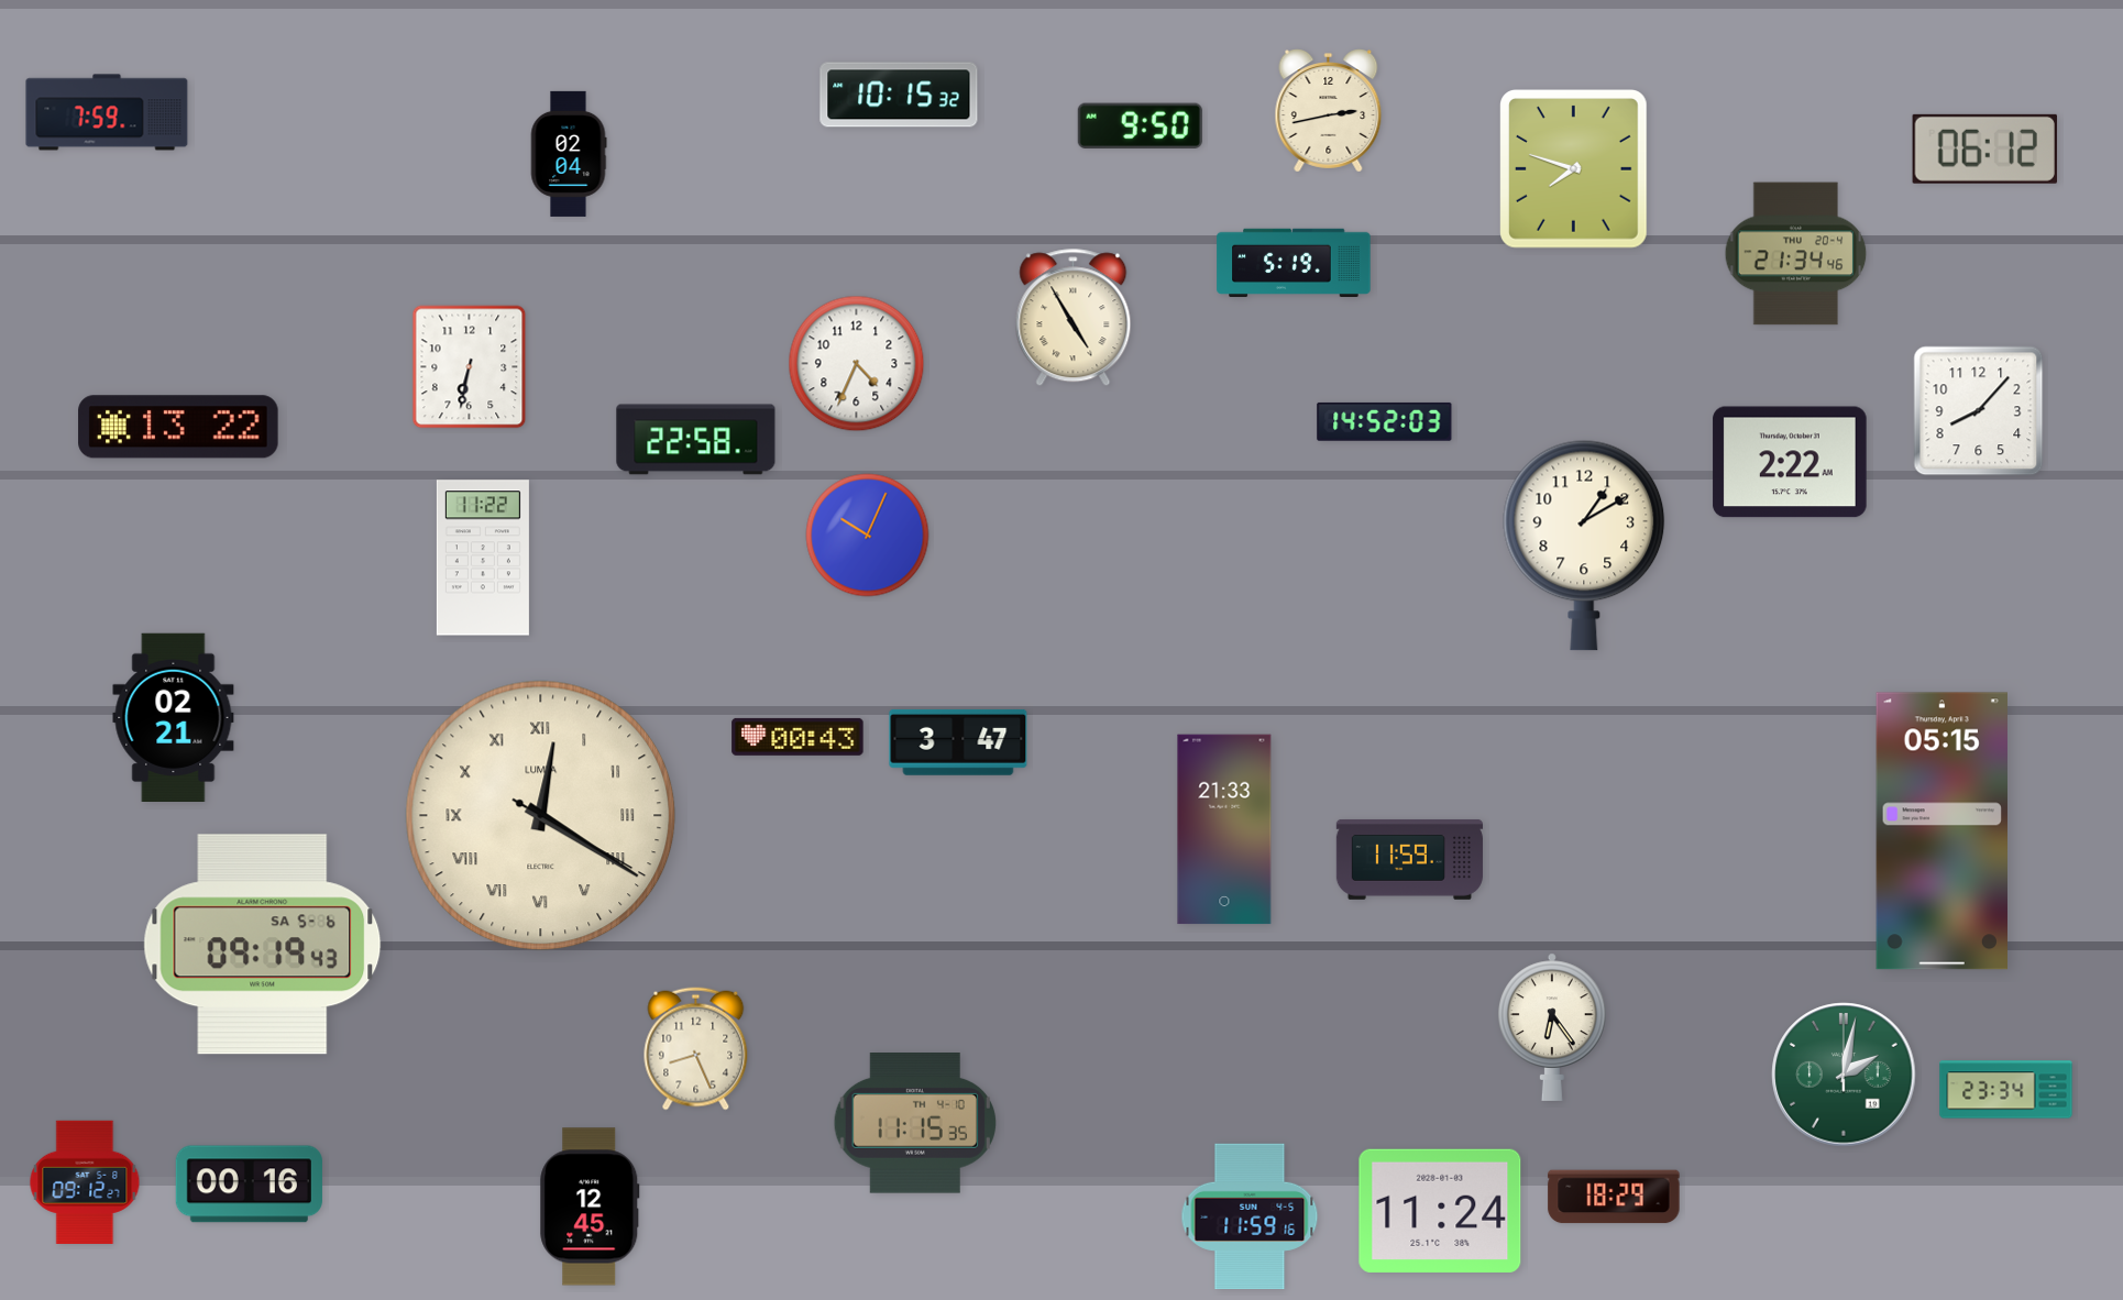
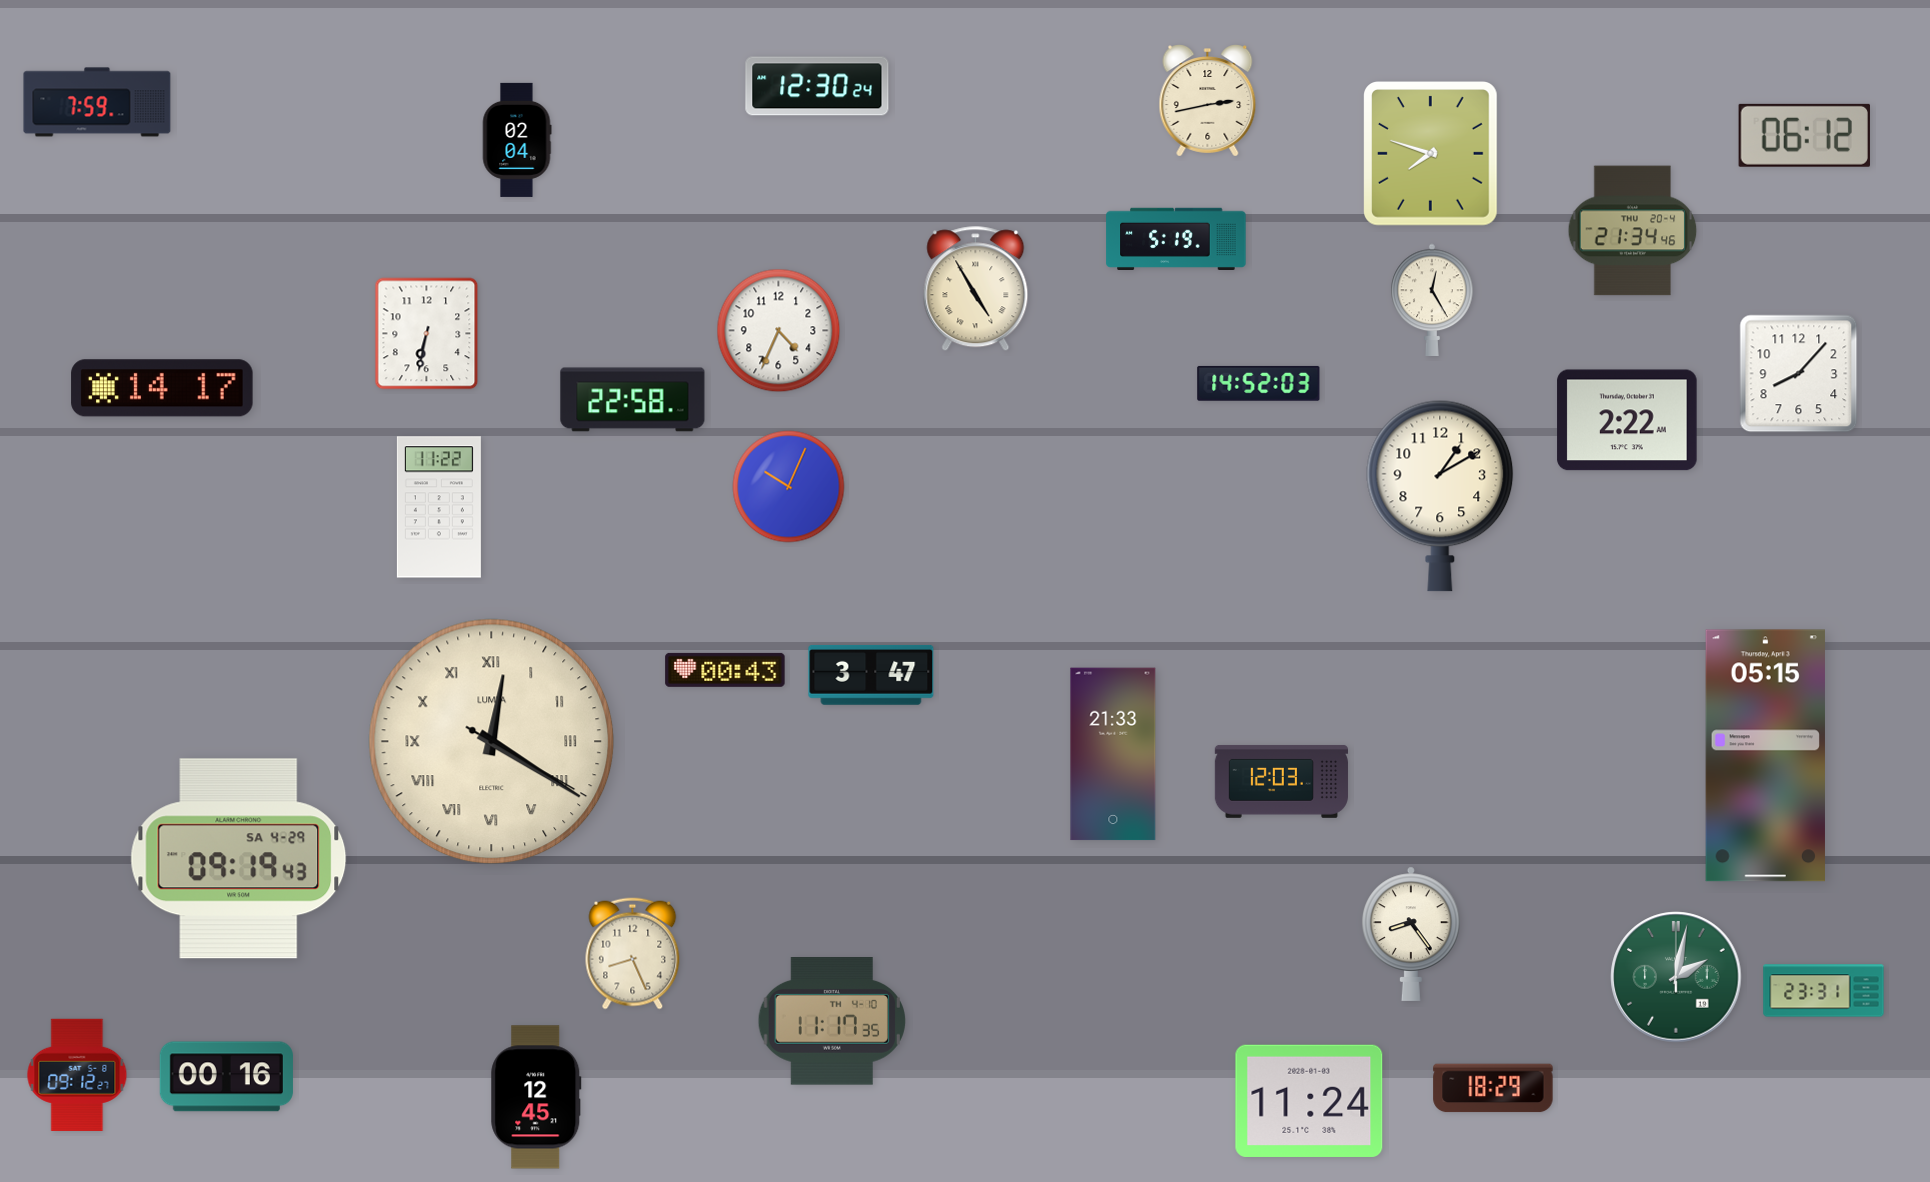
clock at (899, 95): 10:15 -> 12:30
clock at (1140, 125): 9:50 -> none
clock at (1432, 299): none -> 12:25
clock at (178, 427): 13:22 -> 14:17
clock at (174, 717): 02:21 -> none
clock at (1409, 859): 11:59 -> 12:03
clock at (263, 945) date: SA 5-6 -> SA 4-29
clock at (1552, 1027): 6:24 -> 8:24
clock at (2006, 1090): 23:34 -> 23:31
clock at (915, 1123): 11:15 -> 11:17
clock at (1614, 1197) position: (1614, 1197) -> (1493, 1088)
clock at (1250, 1216): 11:59 -> none
